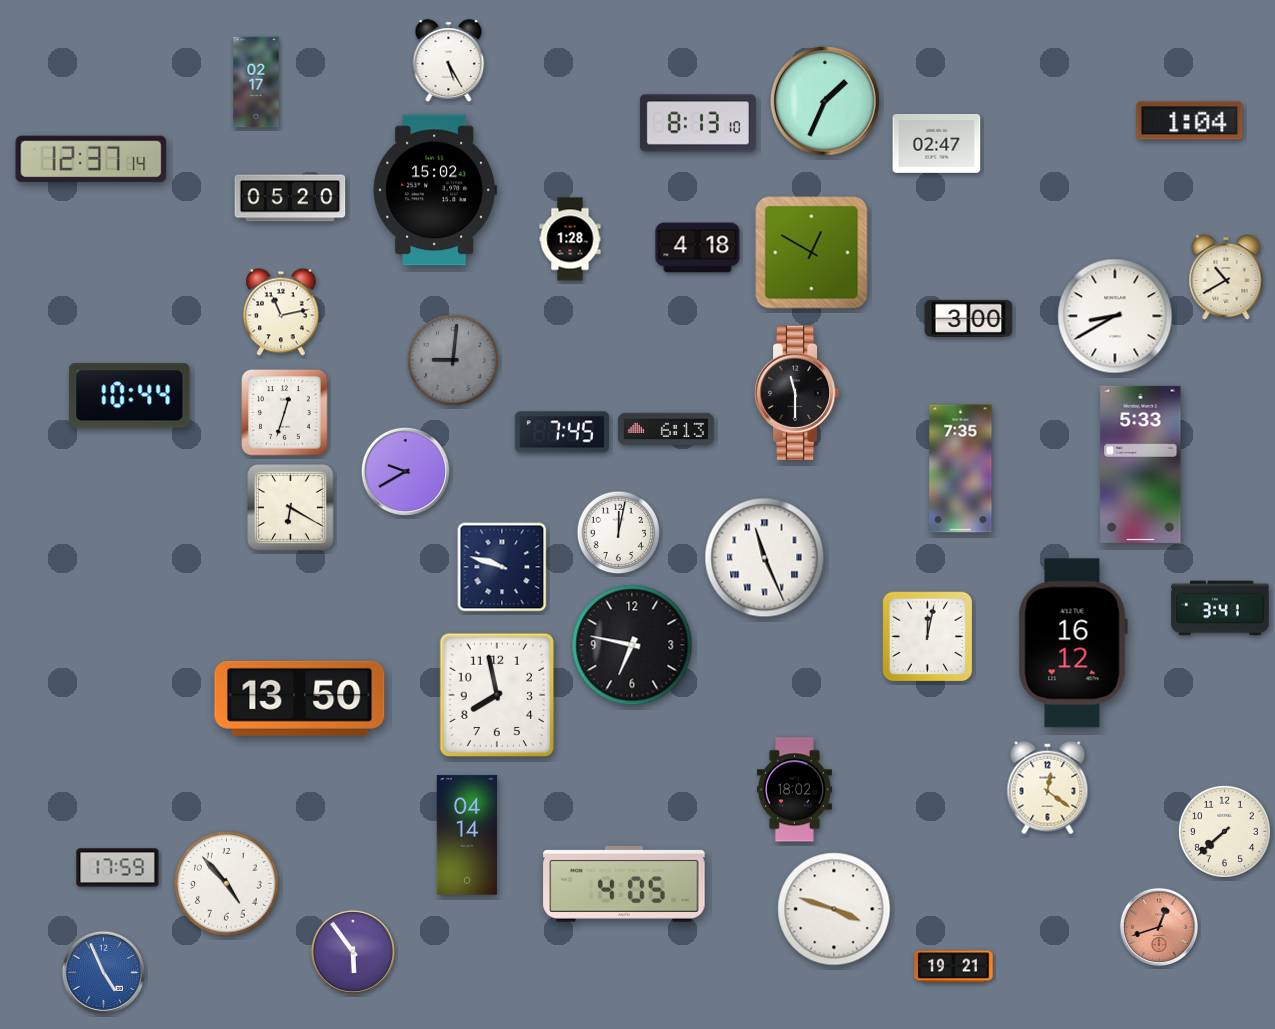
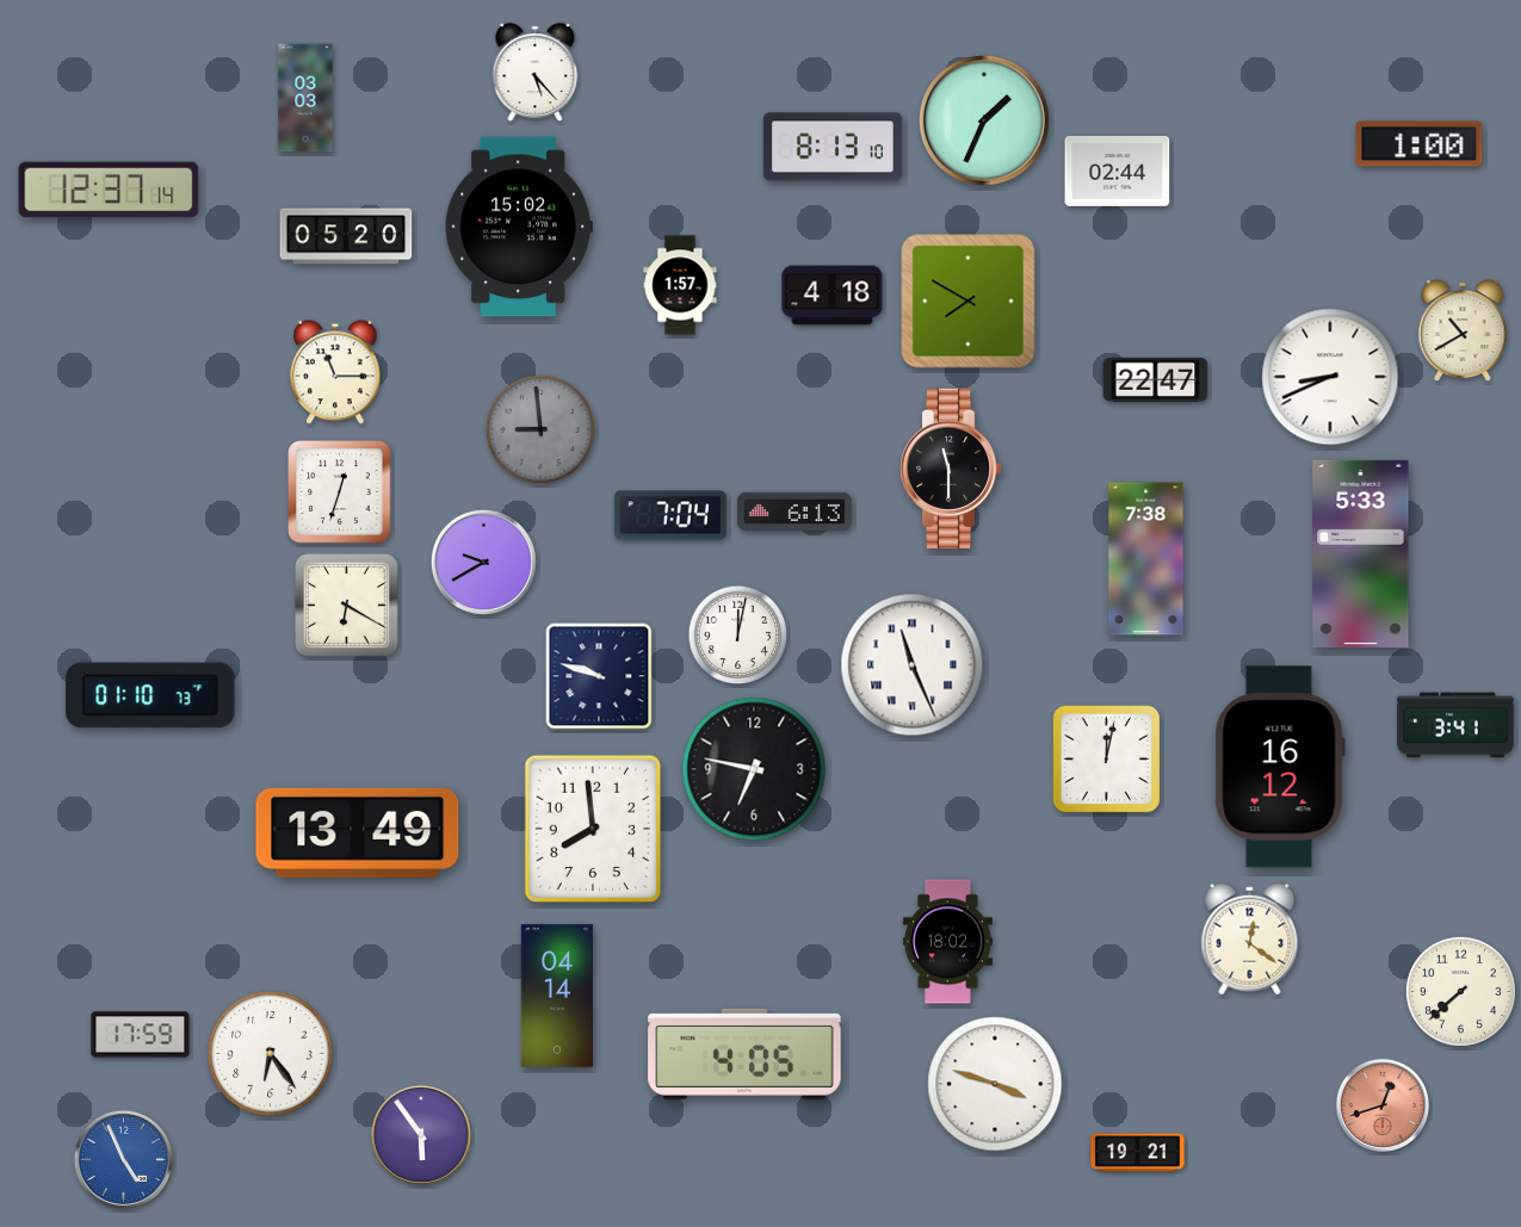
clock at (449, 61): 5:25 -> 5:23
clock at (256, 82): 02:17 -> 03:03
clock at (1190, 121): 1:04 -> 1:00
clock at (937, 143): 02:47 -> 02:44
clock at (570, 239): 1:28 -> 1:57
clock at (812, 253): 12:50 -> 7:50
clock at (281, 312): 11:13 -> 11:15
clock at (1115, 316): 8:40 -> 8:41
clock at (969, 318): 3:00 -> 22:47
clock at (453, 360): 9:01 -> 8:59
clock at (130, 396): 10:44 -> none
clock at (562, 432): 7:45 -> 7:04
clock at (961, 469): 7:35 -> 7:38
clock at (150, 695): none -> 01:10
clock at (496, 695): 7:58 -> 7:59
clock at (300, 698): 13:50 -> 13:49
clock at (227, 884): 4:53 -> 6:24
